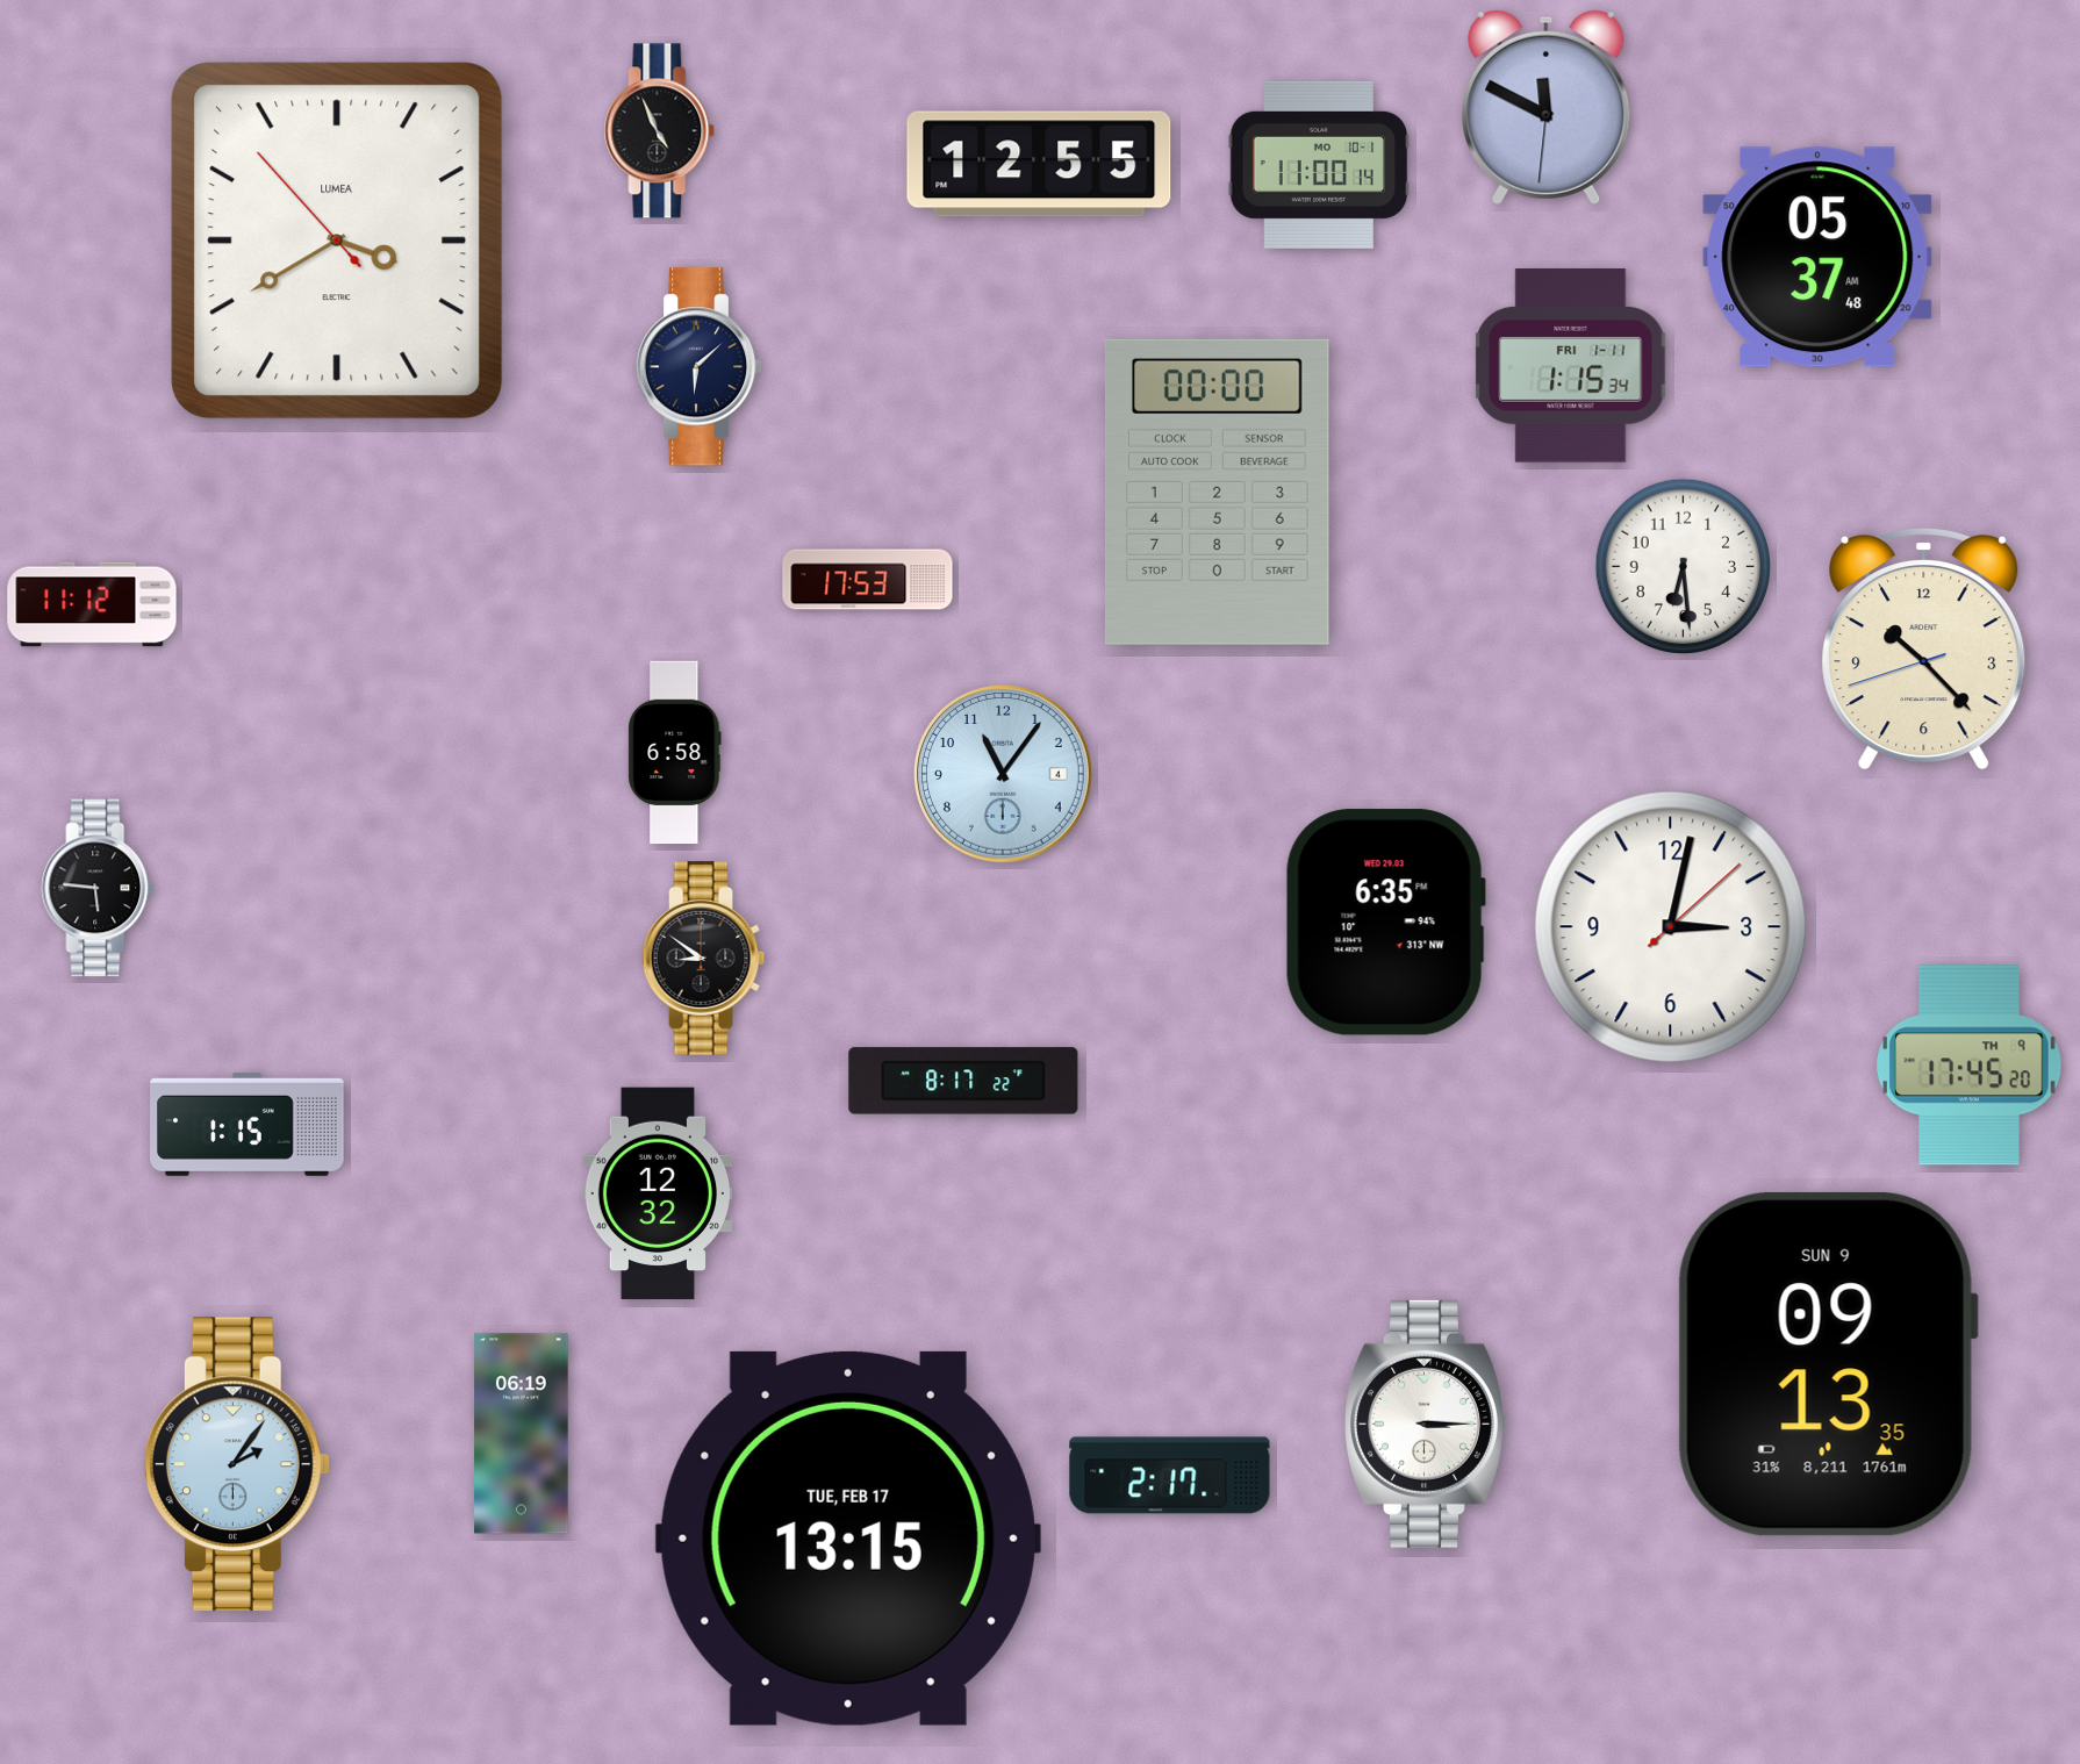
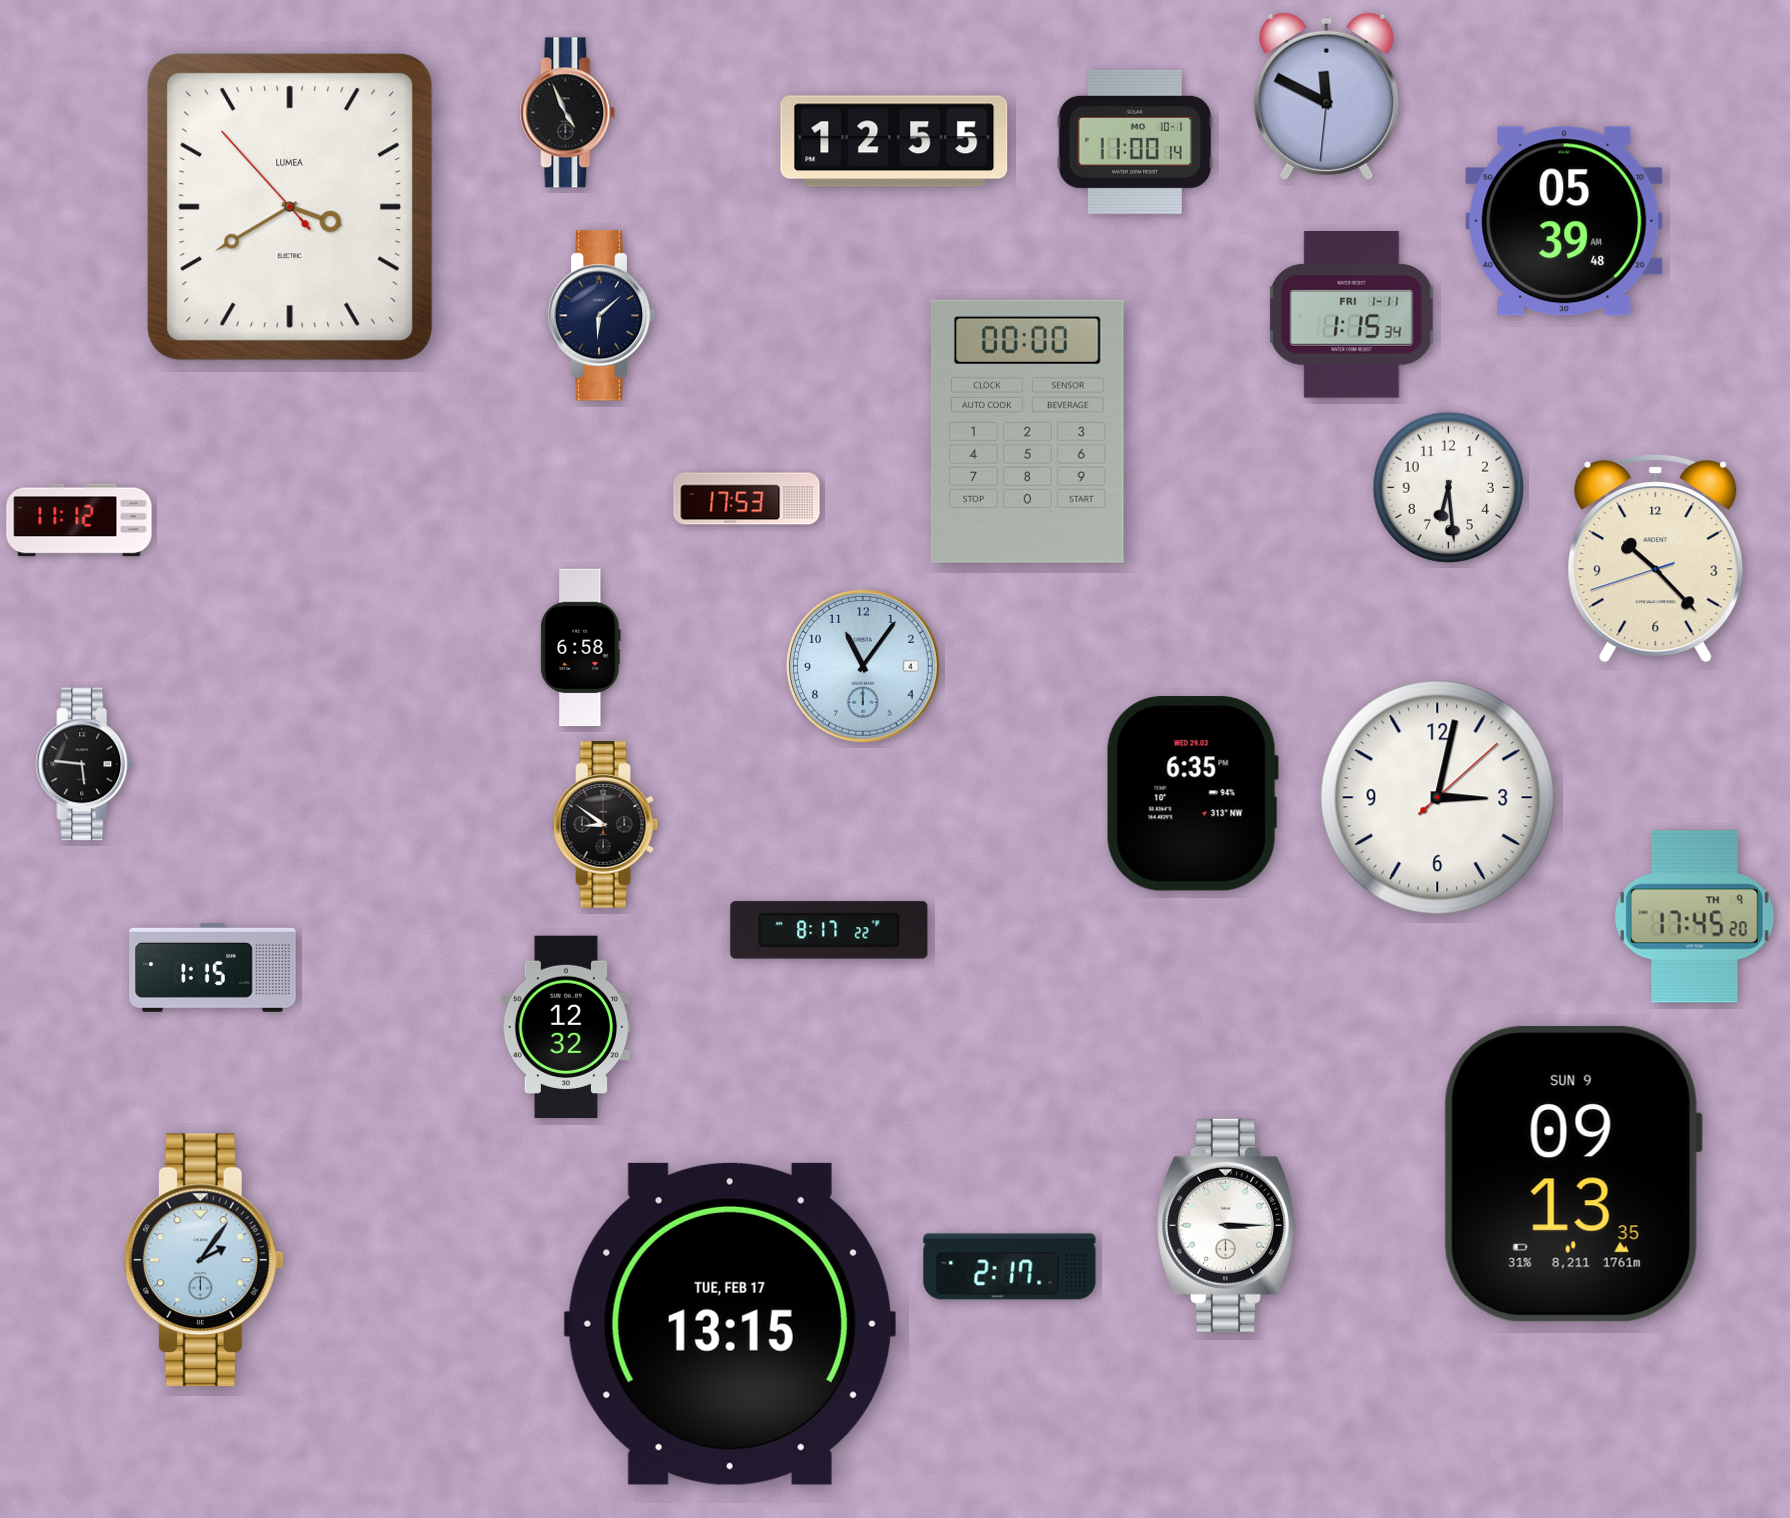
clock at (1547, 107) position: (1547, 107) -> (1327, 96)
clock at (1817, 257): 05:37 -> 05:39
clock at (1217, 492) position: (1217, 492) -> (1027, 431)
clock at (522, 1434): 06:19 -> none
clock at (1170, 1476) position: (1170, 1476) -> (1010, 1267)
